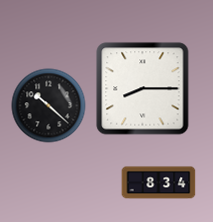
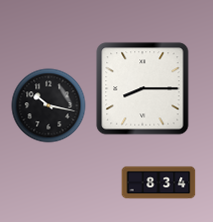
clock at (49, 106): 10:22 -> 10:17
